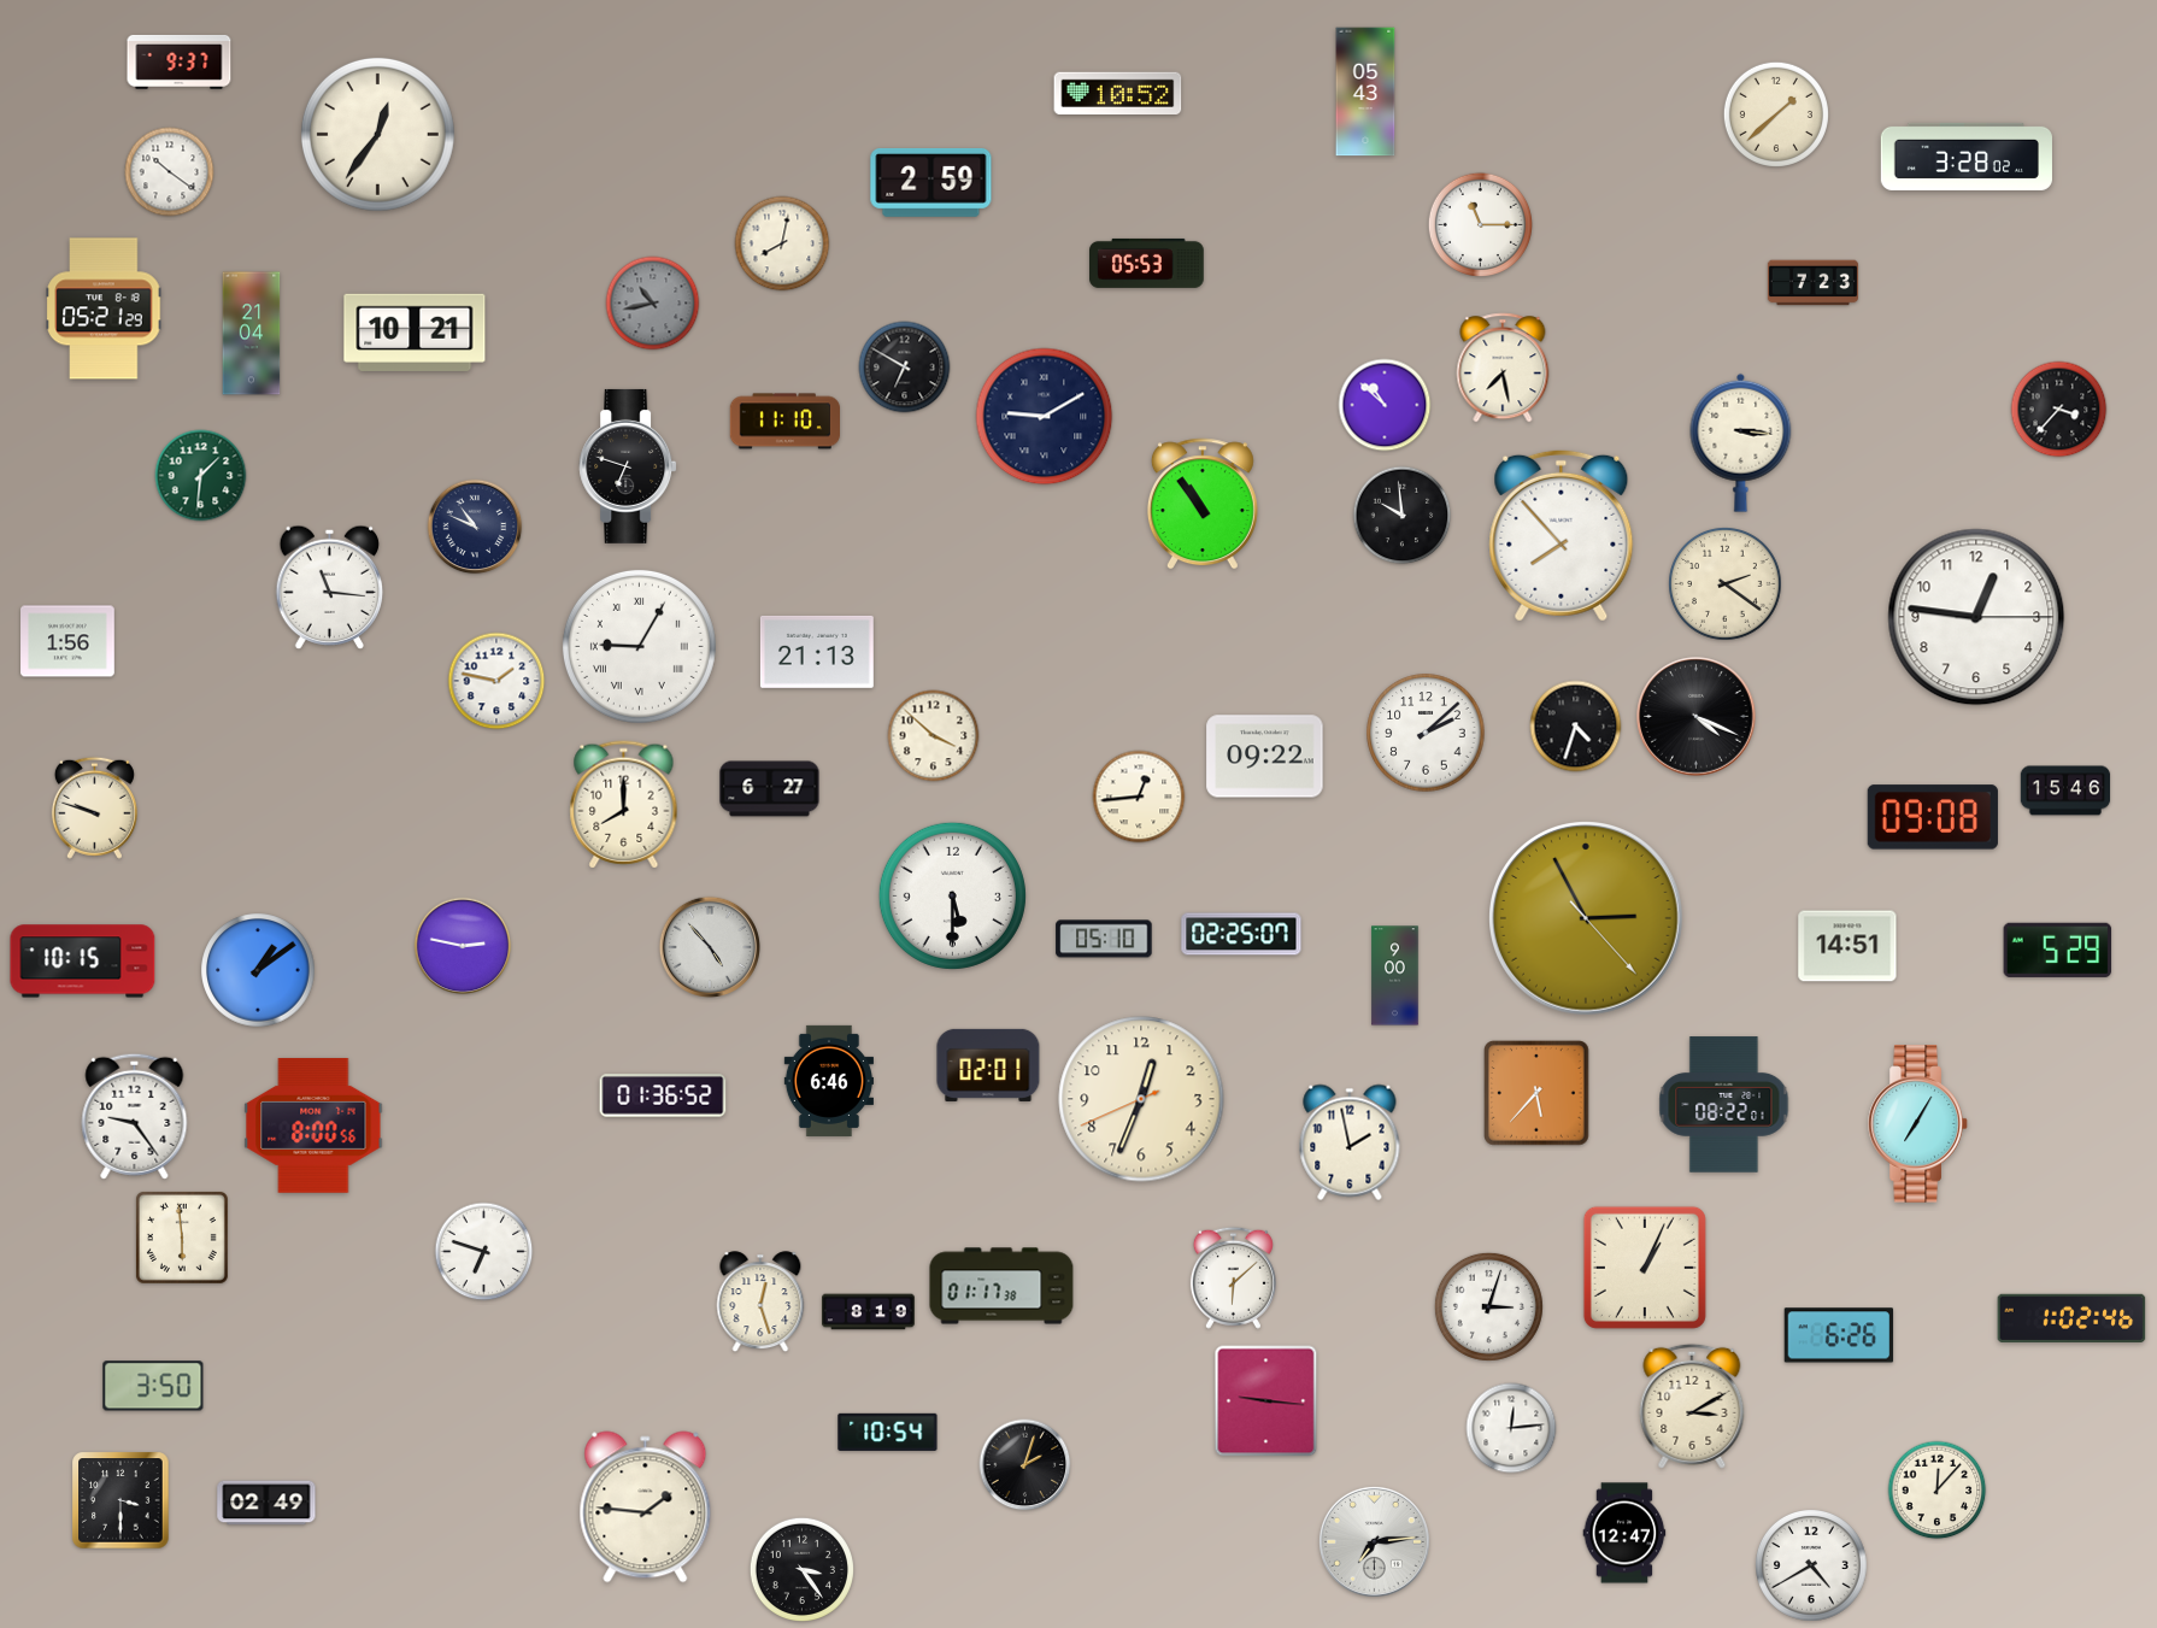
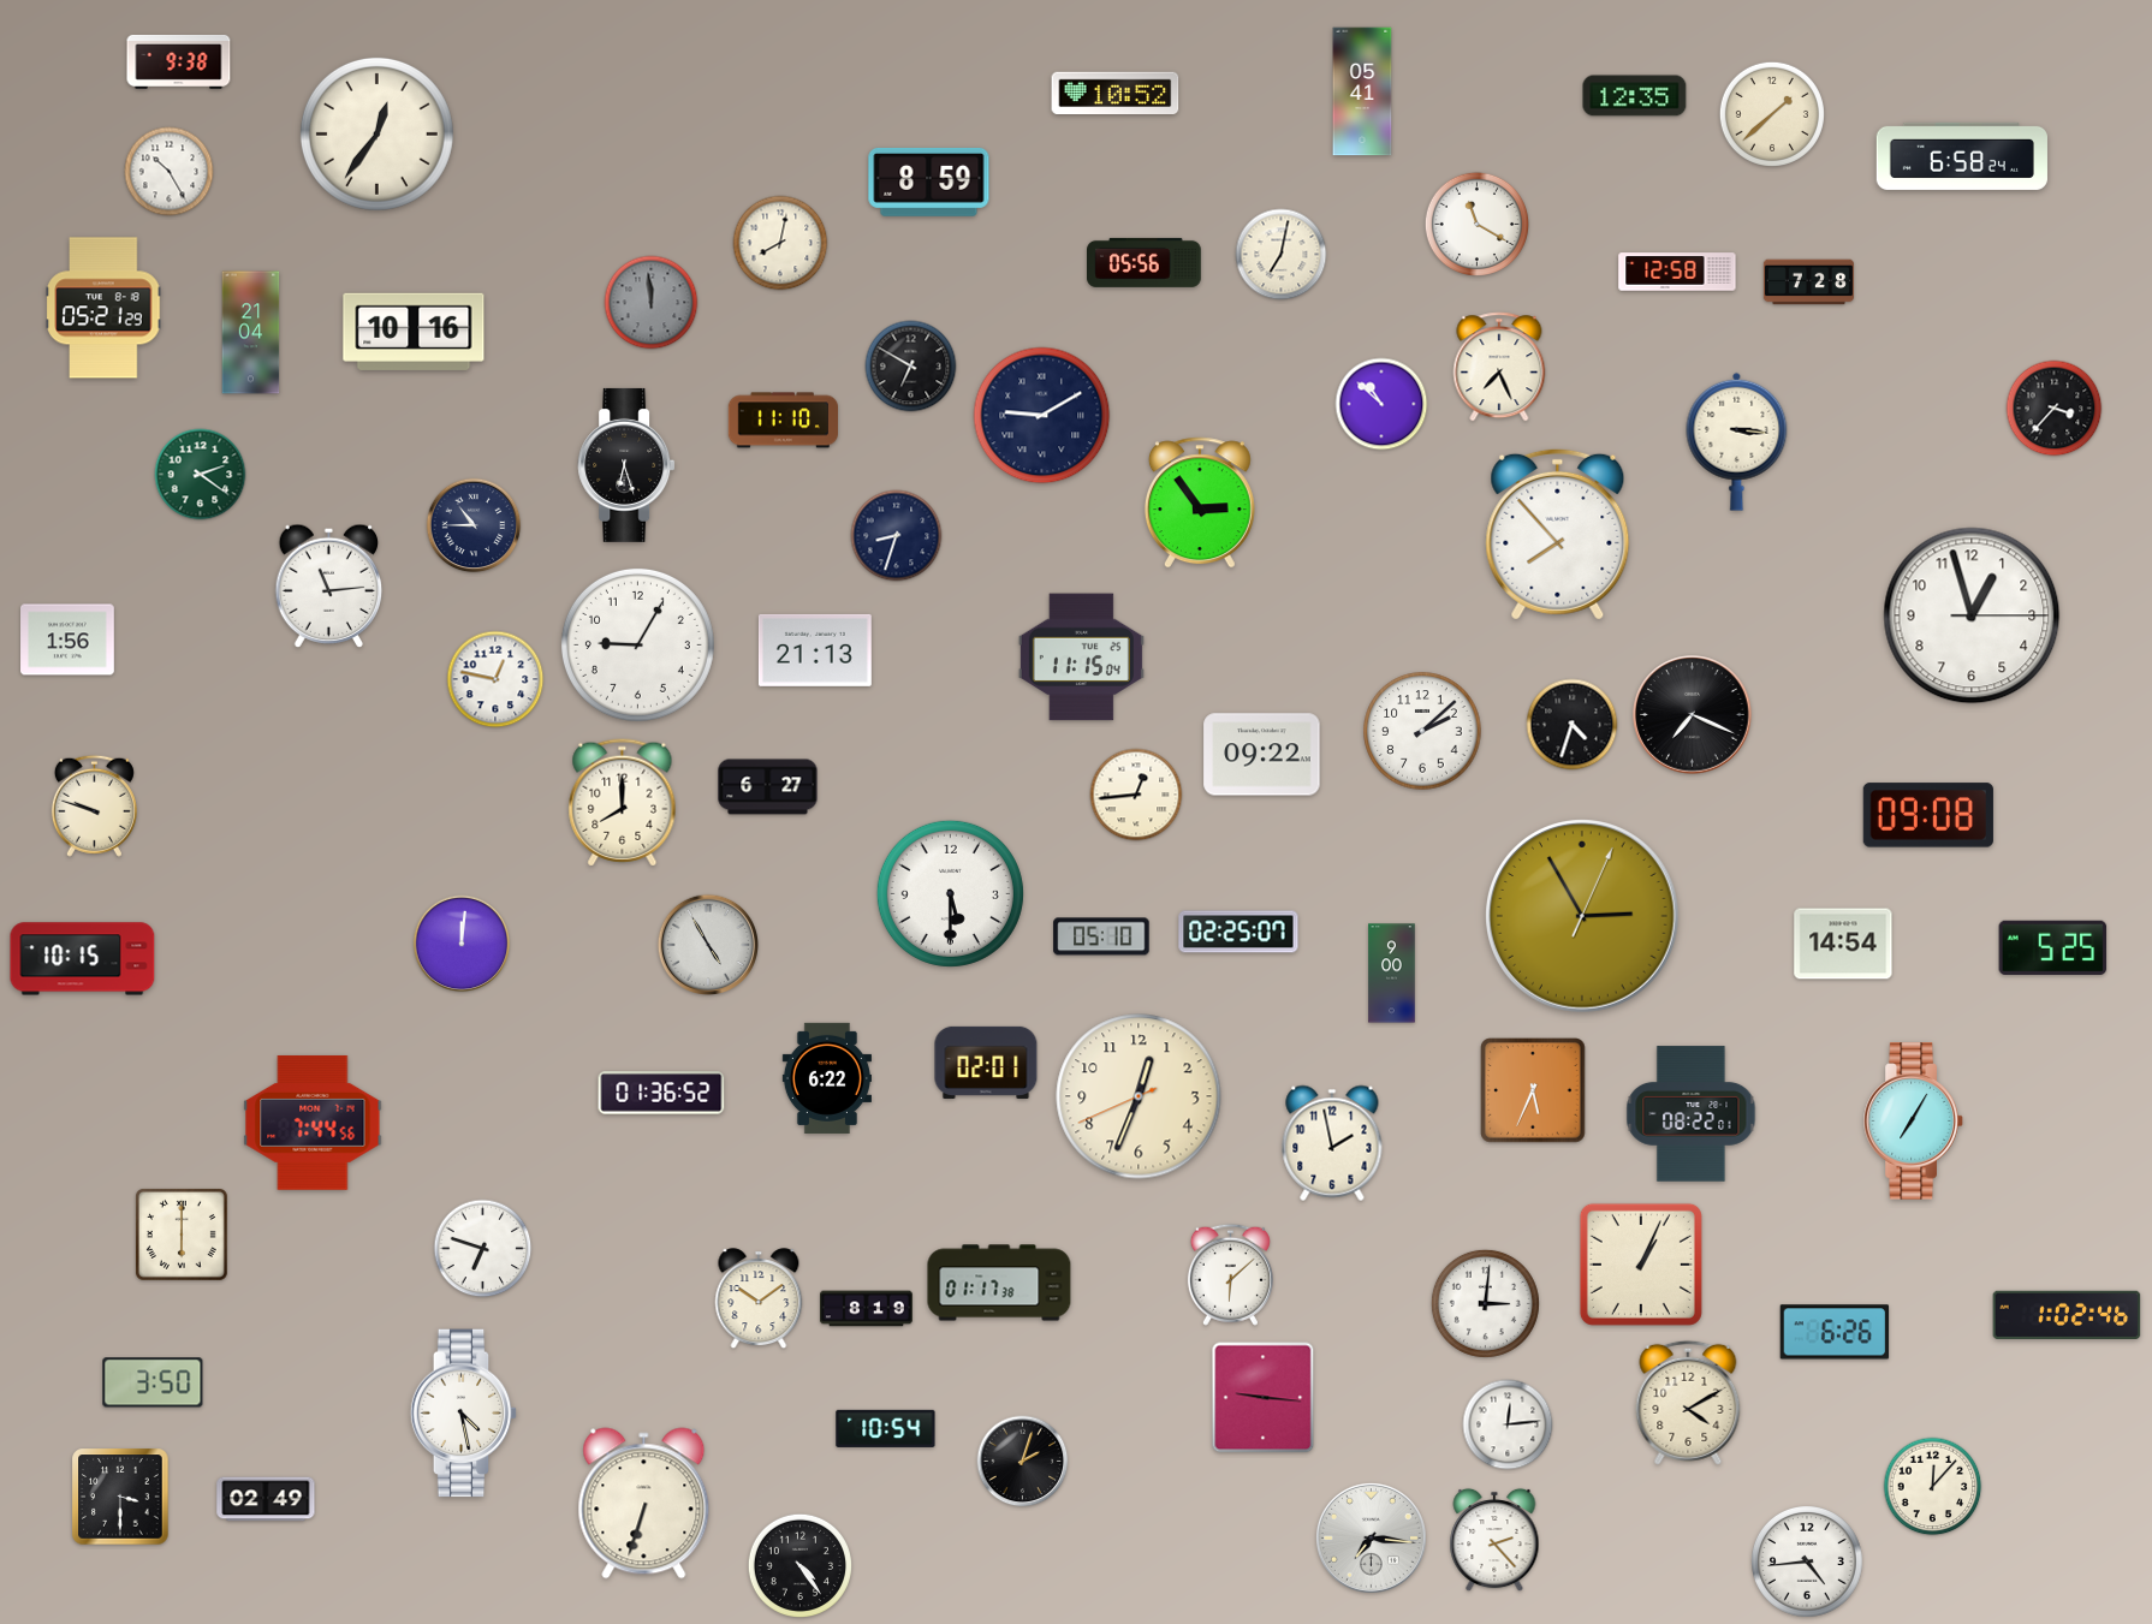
clock at (180, 61): 9:37 -> 9:38
clock at (1365, 92): 05:43 -> 05:41
clock at (1635, 96): none -> 12:35
clock at (1967, 157): 3:28 -> 6:58
clock at (170, 172): 10:21 -> 10:25
clock at (931, 183): 2:59 -> 8:59
clock at (1480, 224): 11:15 -> 11:20
clock at (1282, 255): none -> 7:02
clock at (1147, 263): 05:53 -> 05:56
clock at (1677, 272): none -> 12:58
clock at (1812, 283): 7:23 -> 7:28
clock at (653, 304): 10:43 -> 11:59
clock at (415, 333): 10:21 -> 10:16
clock at (905, 368) position: (905, 368) -> (911, 367)
clock at (1503, 368): 7:28 -> 7:26
clock at (628, 466): 6:48 -> 6:27
clock at (201, 476): 1:31 -> 2:21
clock at (1203, 504): 10:54 -> 2:54
clock at (1403, 516): 9:59 -> none
clock at (475, 527): 10:49 -> 10:45
clock at (897, 536): none -> 8:33
clock at (1726, 584): 2:21 -> none
clock at (330, 588): 11:16 -> 11:14
clock at (1976, 617): 12:46 -> 12:57
clock at (639, 646) numerals: Roman -> Arabic
clock at (1081, 658): none -> 11:15
clock at (496, 681): 1:47 -> 12:47
clock at (1697, 717): 4:19 -> 7:19
clock at (934, 736): 3:52 -> none
clock at (2065, 791): 15:46 -> none
clock at (1586, 918): 2:55:23 -> 2:55:04
clock at (463, 946): 2:47 -> 12:01
clock at (709, 946): 4:53 -> 4:55
clock at (1847, 946): 14:51 -> 14:54
clock at (2058, 950): 5:29 -> 5:25
clock at (258, 970): 1:09 -> none
clock at (829, 1081): 6:46 -> 6:22
clock at (1536, 1093): 5:37 -> 5:34
clock at (1724, 1105) position: (1724, 1105) -> (1692, 1114)
clock at (135, 1116): 9:24 -> none
clock at (313, 1126): 8:00 -> 7:44
clock at (1350, 1142) position: (1350, 1142) -> (1332, 1143)
clock at (182, 1238): 5:59 -> 6:00
clock at (760, 1303): 12:27 -> 10:09
clock at (1488, 1306): 3:03 -> 3:01
clock at (1692, 1406): 3:10 -> 4:10
clock at (464, 1414): none -> 4:28
clock at (646, 1507): 1:46 -> 6:33
clock at (1624, 1533): 12:47 -> none
clock at (1374, 1541): 7:14 -> 7:16
clock at (1494, 1540): none -> 2:23
clock at (1812, 1567): 4:40 -> 4:44
clock at (801, 1569): 3:24 -> 4:24
